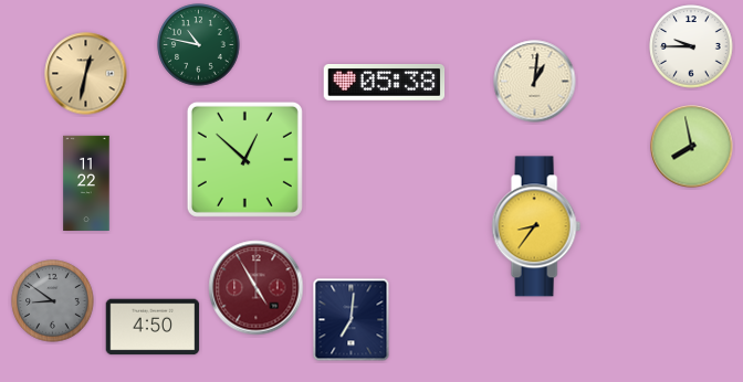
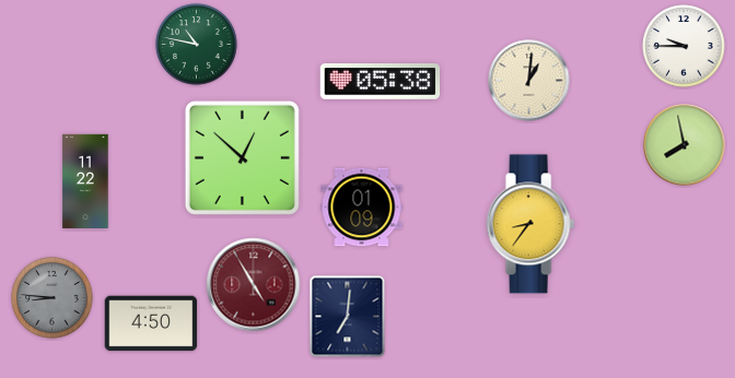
clock at (86, 74): 12:32 -> none
clock at (362, 208): none -> 01:09
clock at (53, 301): 8:51 -> 8:46
